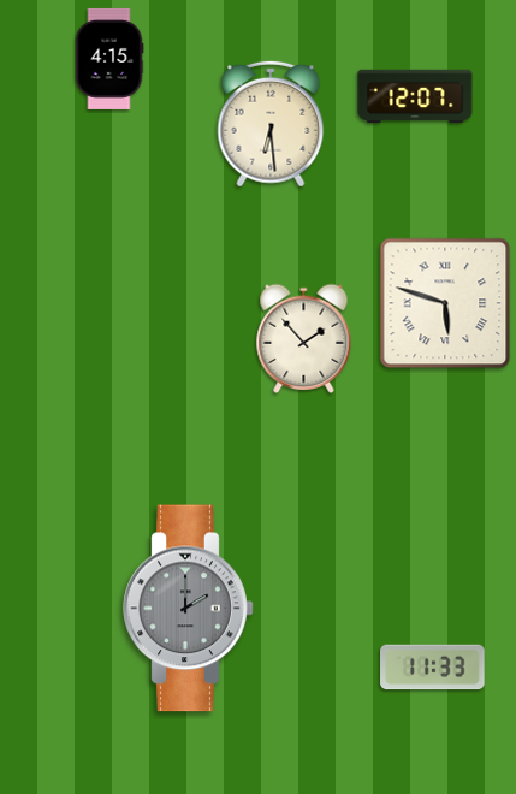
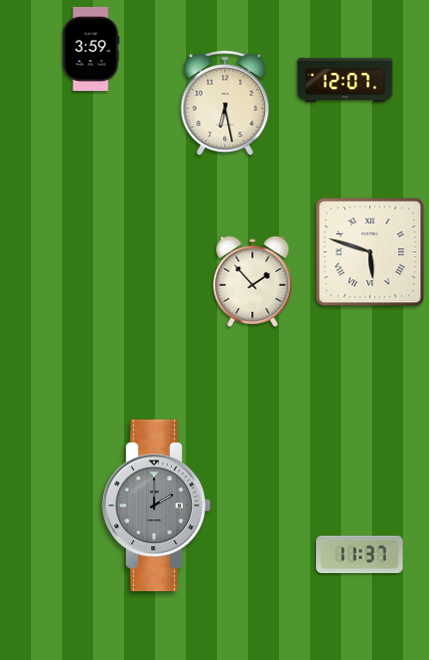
clock at (109, 59): 4:15 -> 3:59
clock at (271, 124): 6:29 -> 6:28
clock at (433, 668): 11:33 -> 11:37
